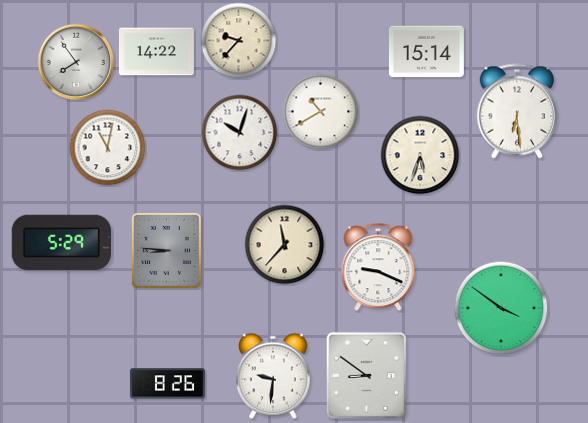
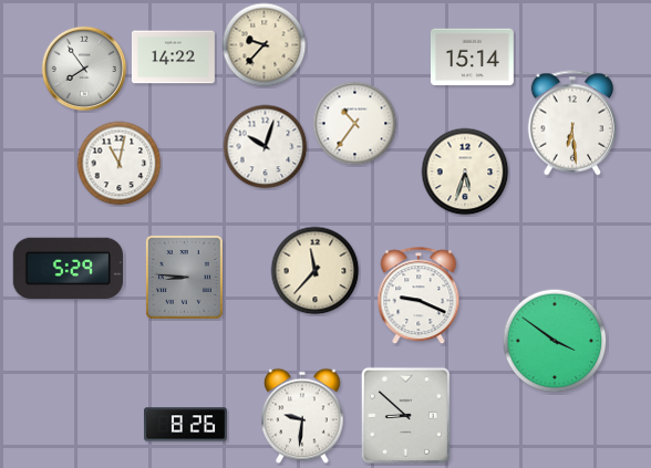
clock at (321, 112): 10:40 -> 10:36
clock at (366, 375): 8:51 -> 8:52
